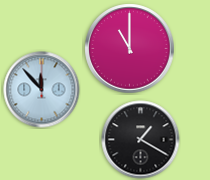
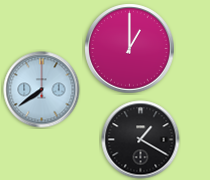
clock at (130, 49): 11:00 -> 1:00
clock at (42, 90): 11:53 -> 7:39
